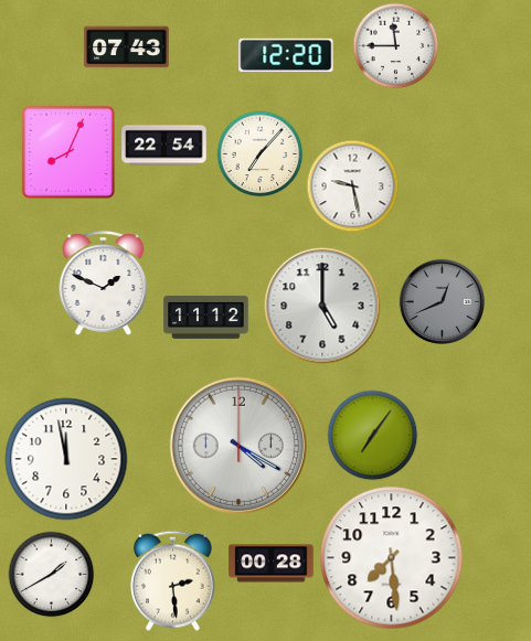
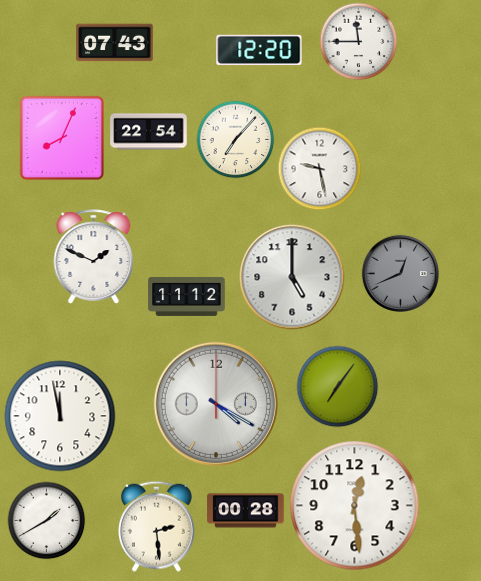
clock at (206, 317) position: (206, 317) -> (187, 296)
clock at (372, 435) position: (372, 435) -> (337, 386)
clock at (392, 558): 7:29 -> 12:29
